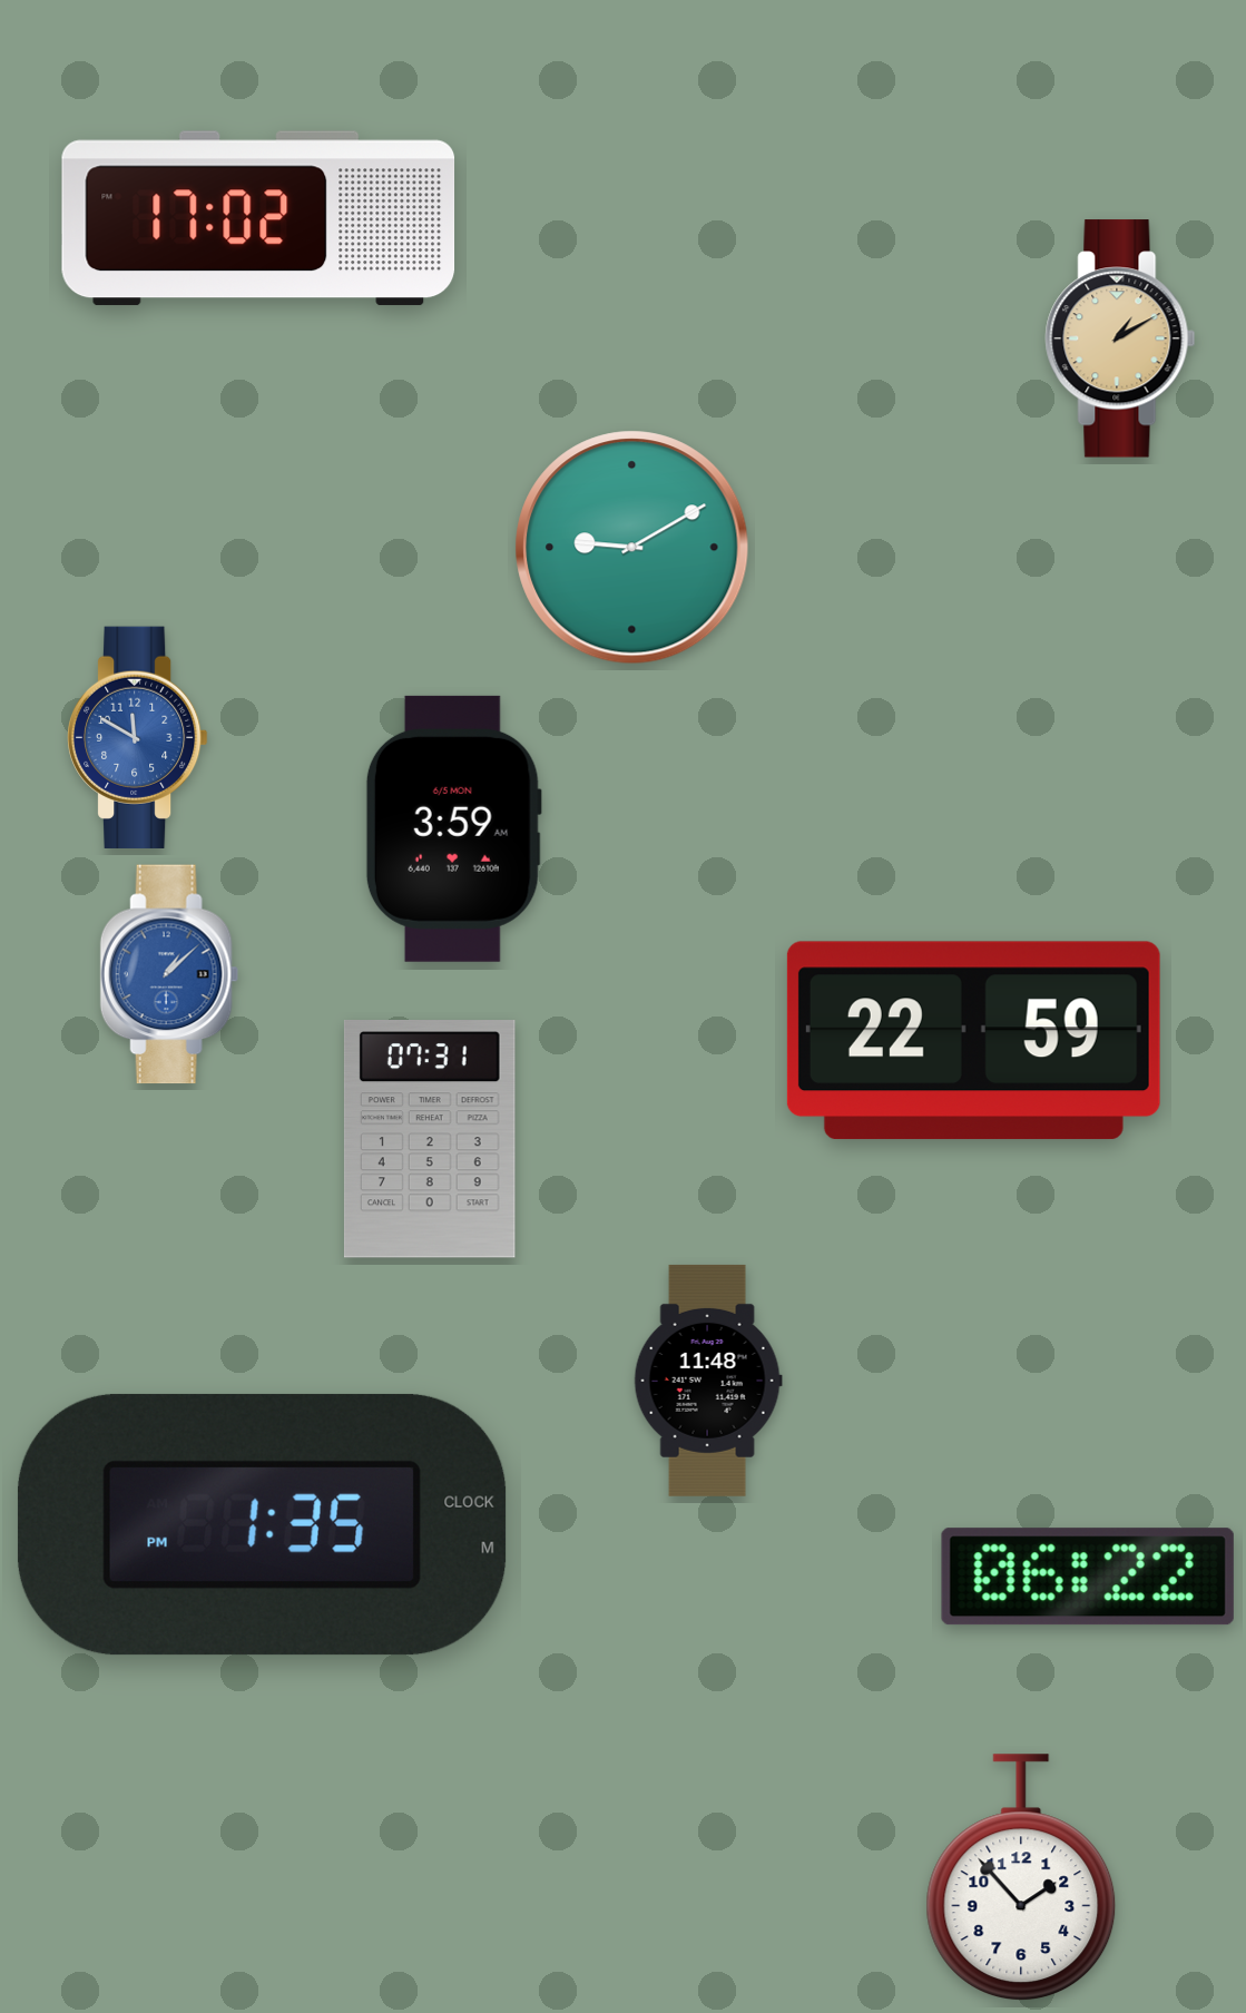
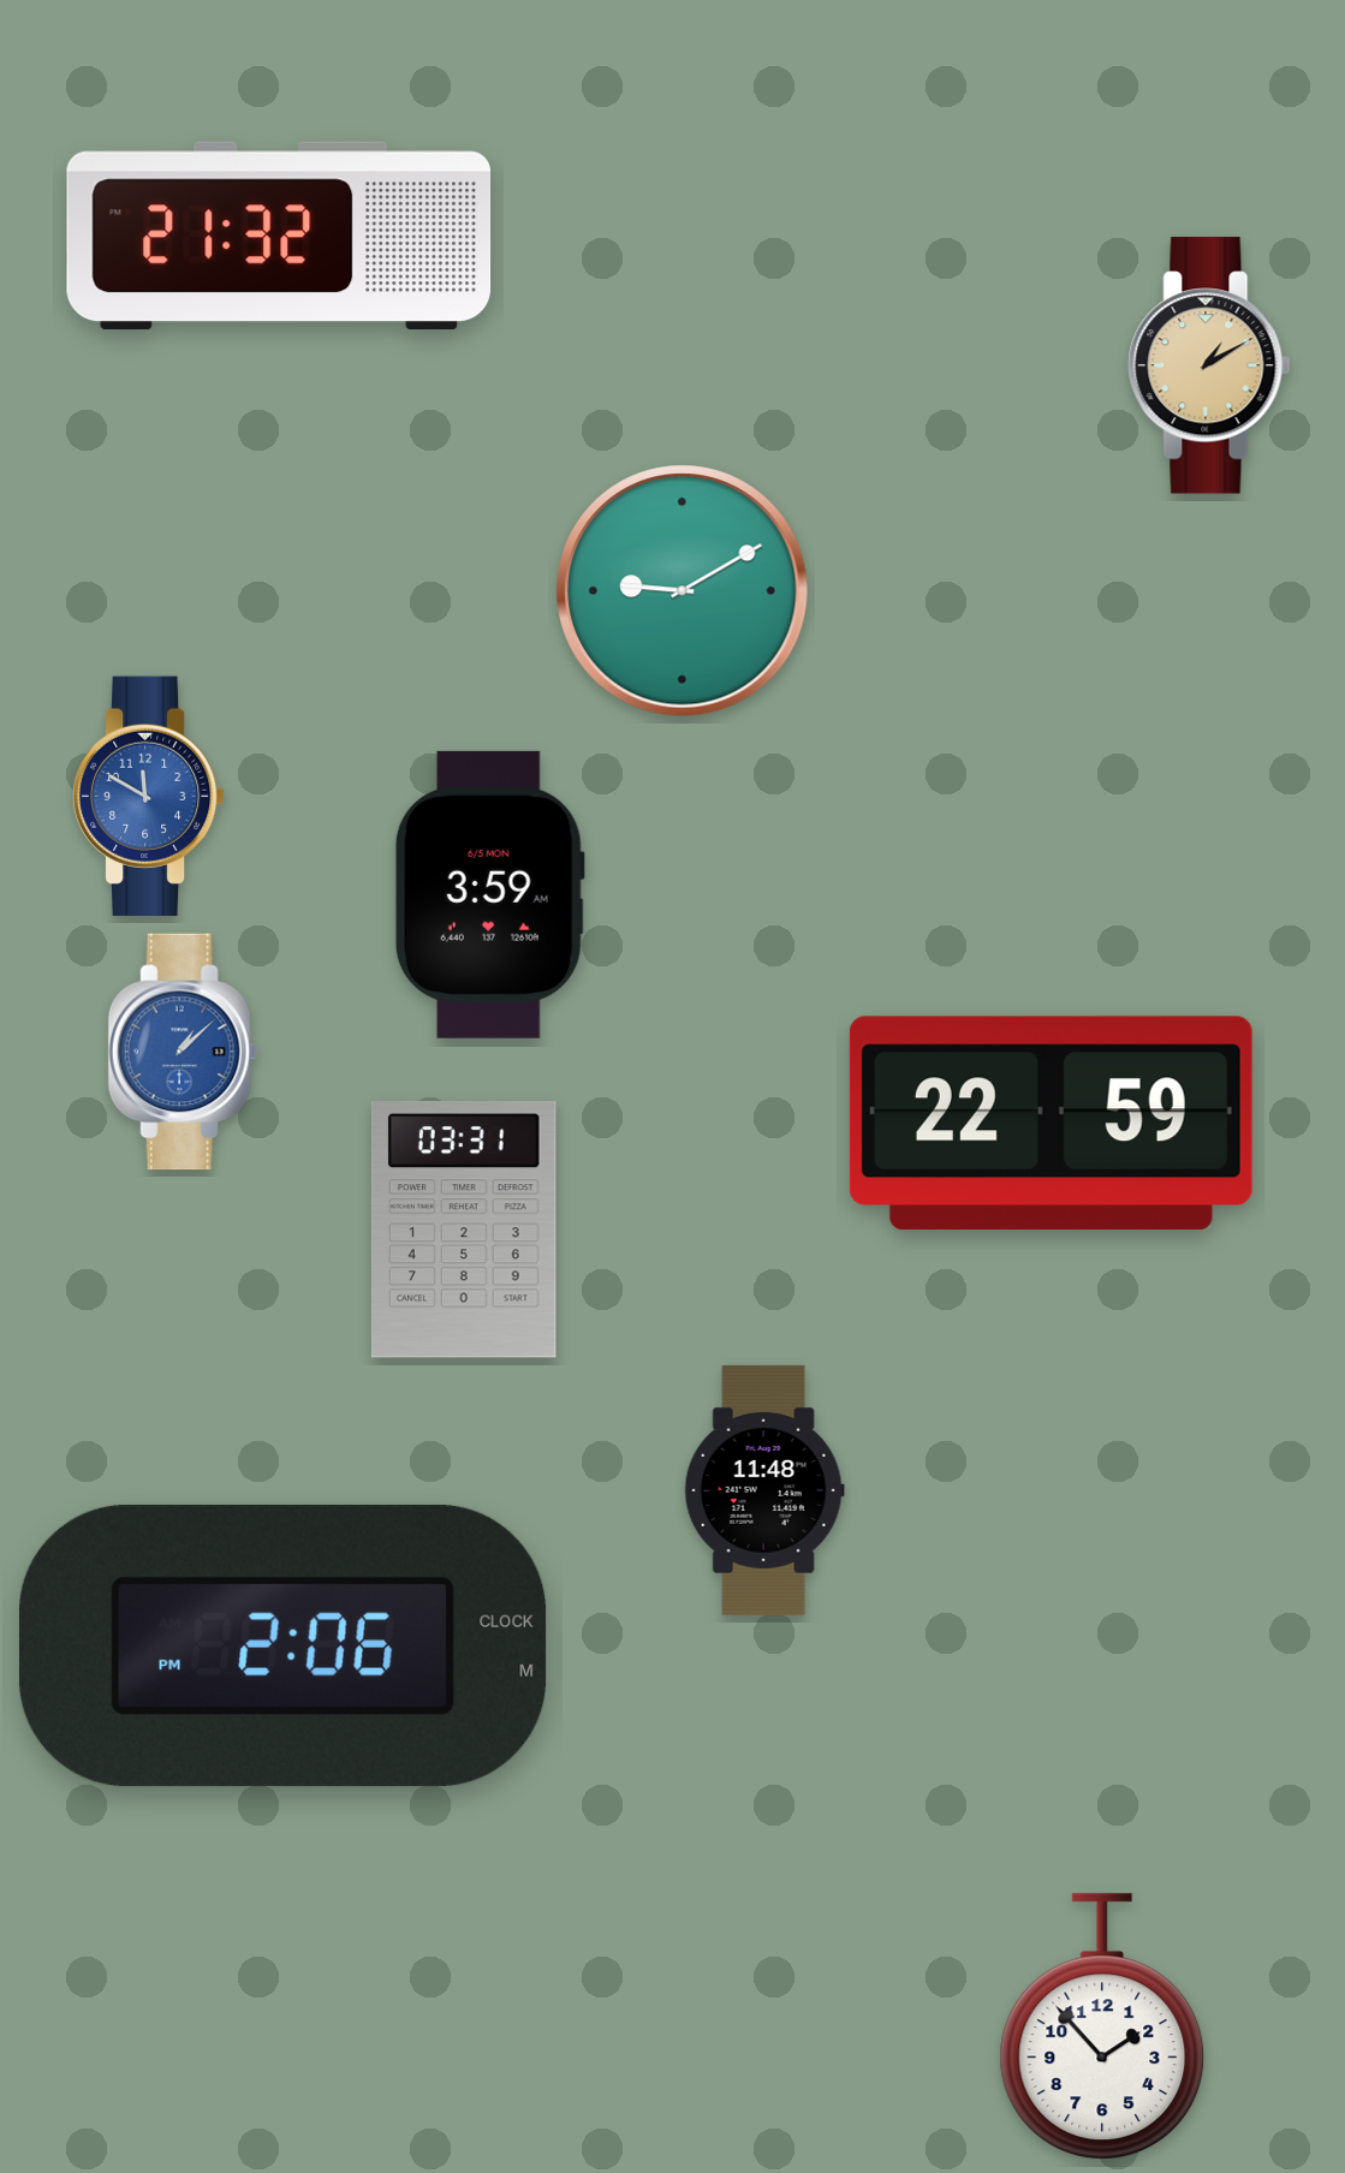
clock at (258, 218): 17:02 -> 21:32
clock at (430, 1140): 07:31 -> 03:31
clock at (262, 1524): 1:35 -> 2:06
clock at (1088, 1577): 06:22 -> none
